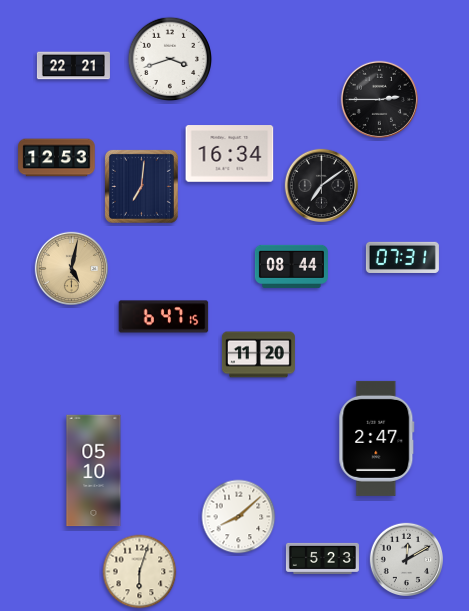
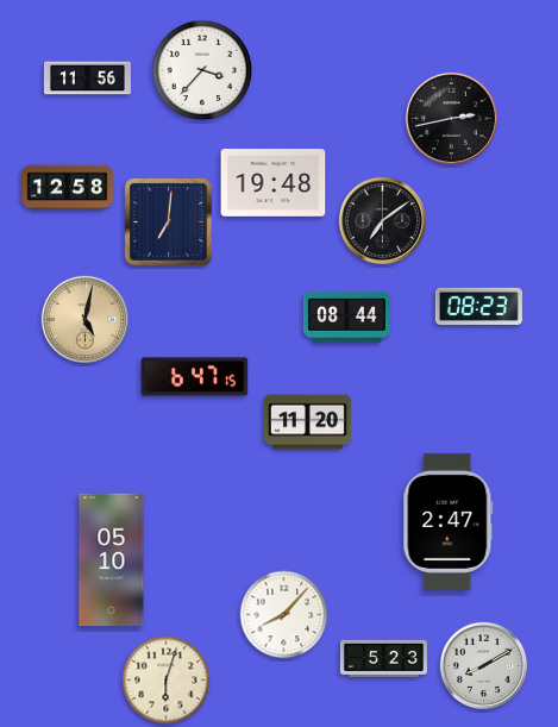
clock at (169, 58): 3:42 -> 3:37
clock at (73, 66): 22:21 -> 11:56
clock at (379, 99): 2:45 -> 2:43
clock at (230, 154): 16:34 -> 19:48
clock at (57, 158): 12:53 -> 12:58
clock at (402, 257): 07:31 -> 08:23
clock at (239, 517): 8:08 -> 8:07
clock at (322, 558) position: (322, 558) -> (383, 658)
clock at (406, 559): 12:10 -> 8:10
